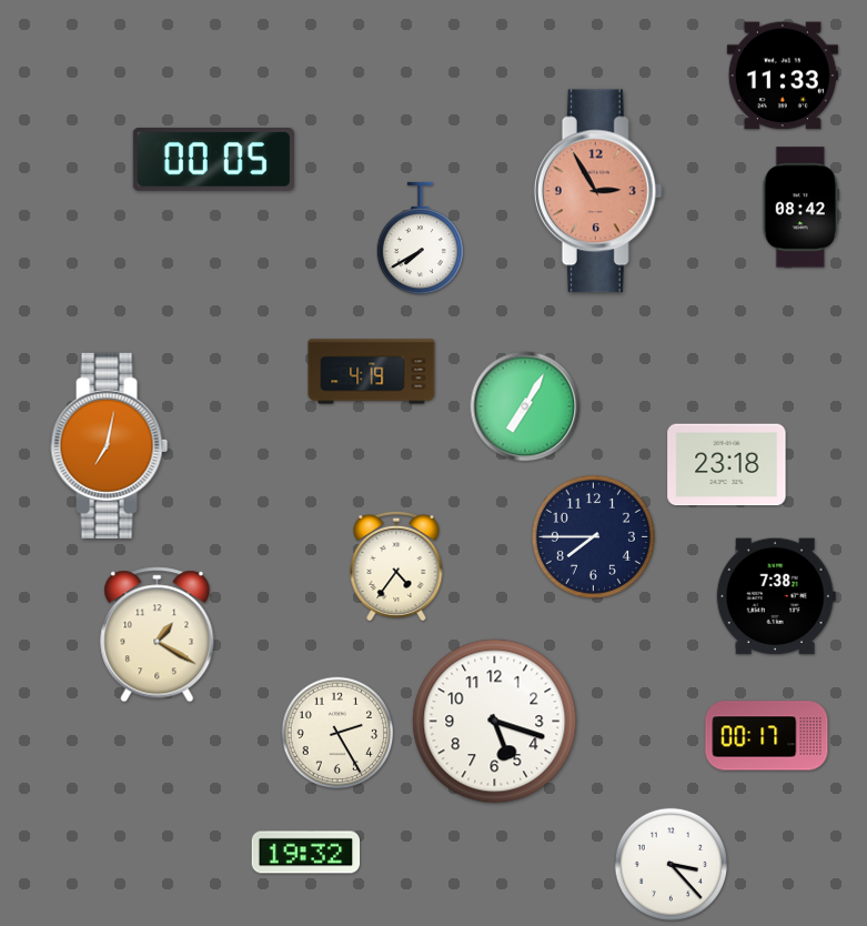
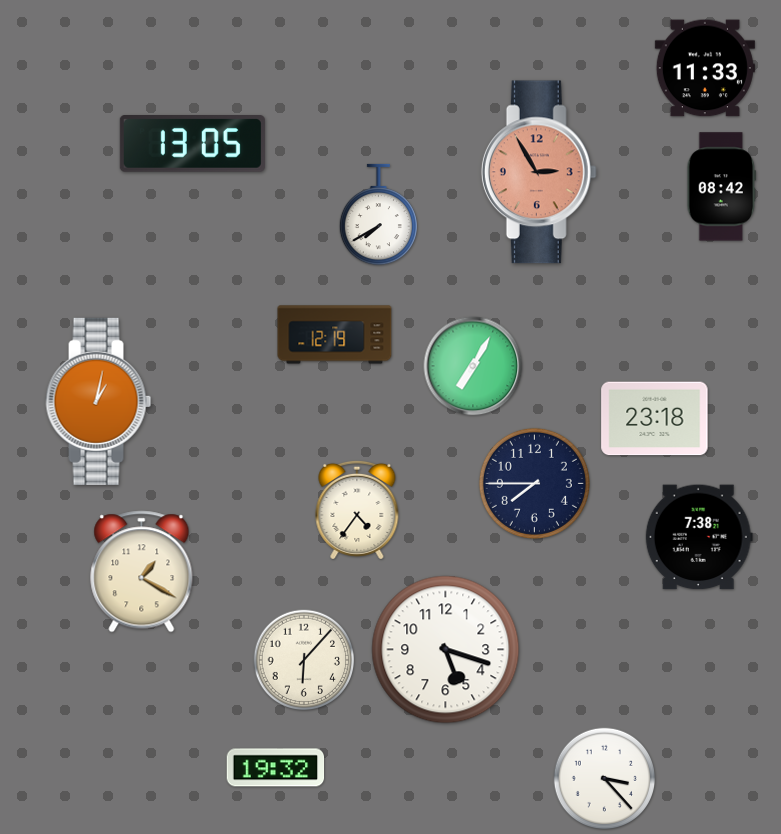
clock at (213, 160): 00:05 -> 13:05
clock at (372, 372): 4:19 -> 12:19
clock at (110, 445): 7:02 -> 1:02
clock at (337, 733): 2:25 -> 6:07
clock at (767, 736): 00:17 -> none
